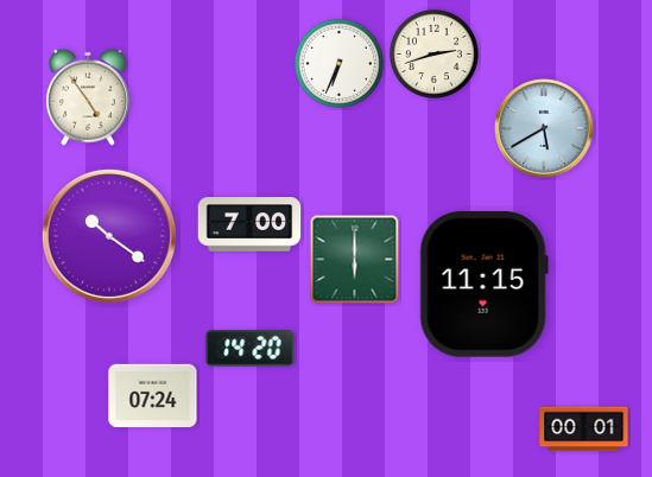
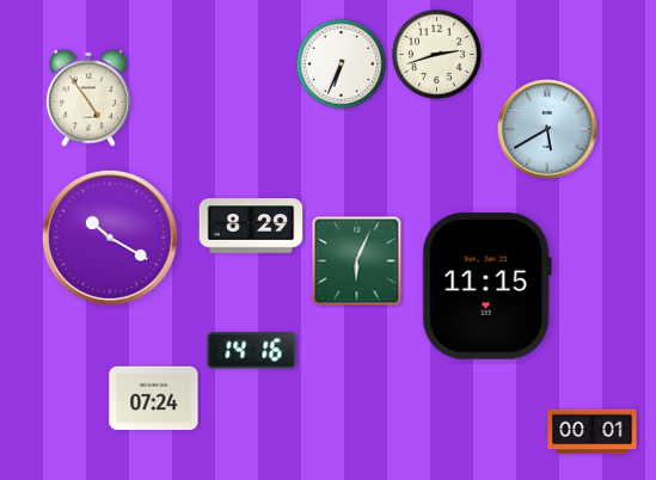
clock at (249, 224): 7:00 -> 8:29
clock at (109, 236): 10:21 -> 10:20
clock at (355, 260): 6:00 -> 6:04
clock at (251, 349): 14:20 -> 14:16
clock at (584, 430) position: (584, 430) -> (593, 432)
